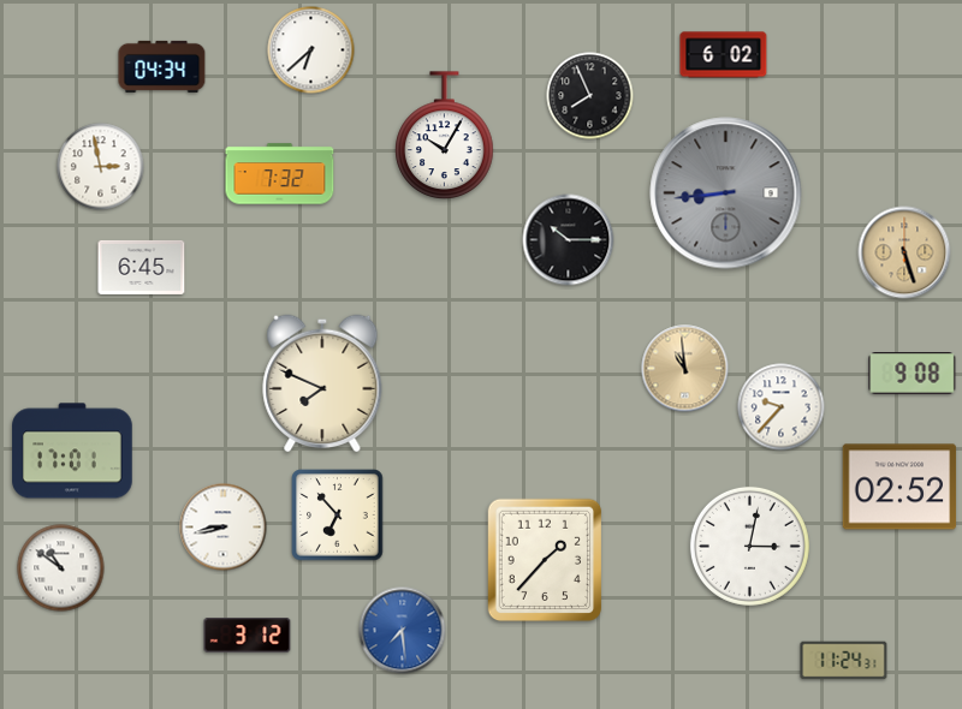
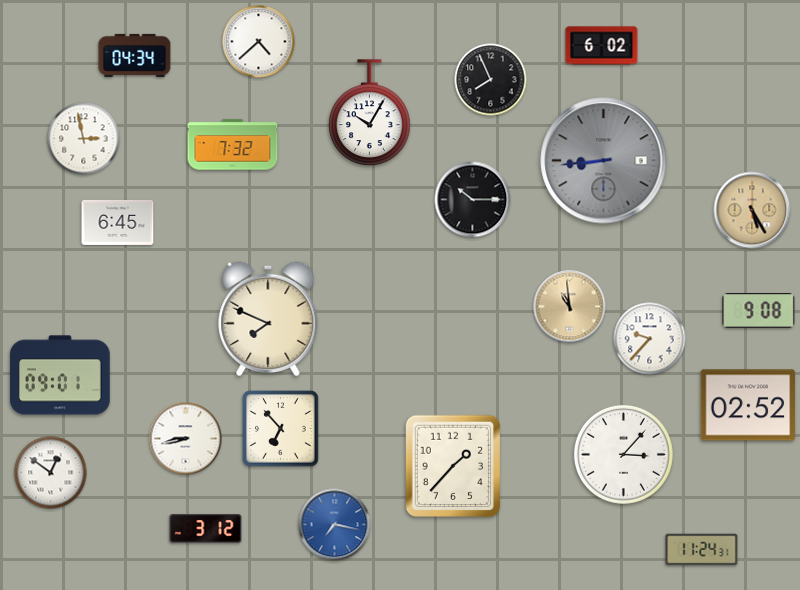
clock at (311, 50): 6:38 -> 4:38
clock at (904, 252): 5:27 -> 5:25
clock at (72, 451): 17:01 -> 09:01
clock at (749, 546): 3:02 -> 3:07
clock at (61, 568): 10:51 -> 12:51
clock at (403, 631): 7:29 -> 7:17
